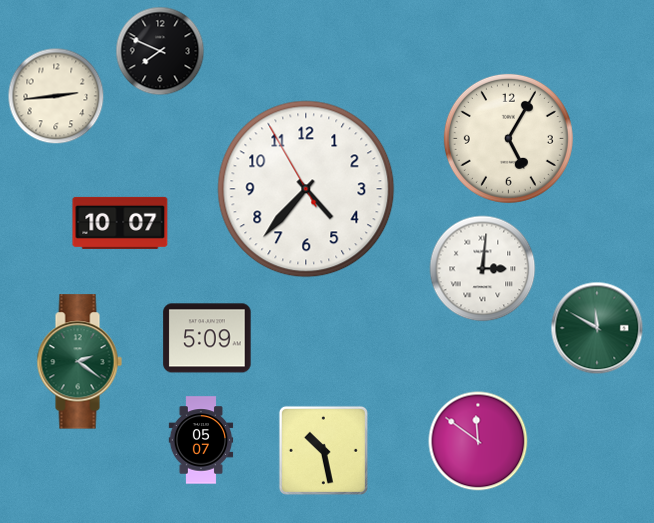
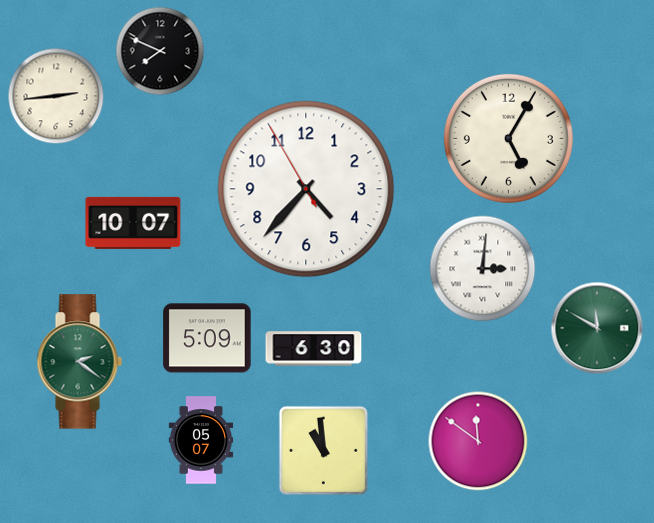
clock at (120, 223) position: (120, 223) -> (133, 223)
clock at (314, 349): none -> 6:30
clock at (323, 450): 10:28 -> 10:59
